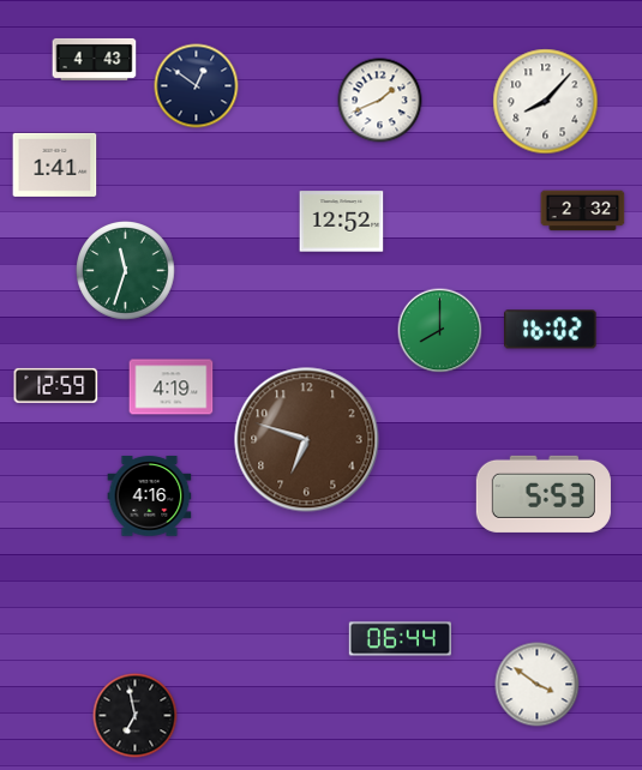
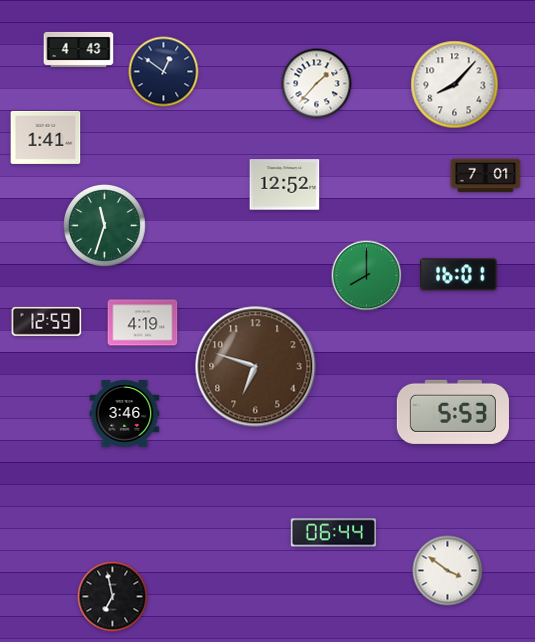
clock at (380, 101): 1:41 -> 1:37
clock at (583, 211): 2:32 -> 7:01
clock at (551, 330): 16:02 -> 16:01
clock at (150, 497): 4:16 -> 3:46
